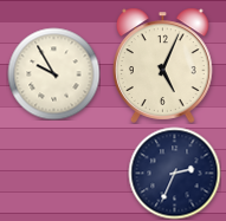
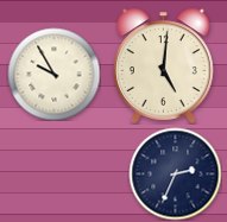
clock at (163, 65): 5:04 -> 5:01
